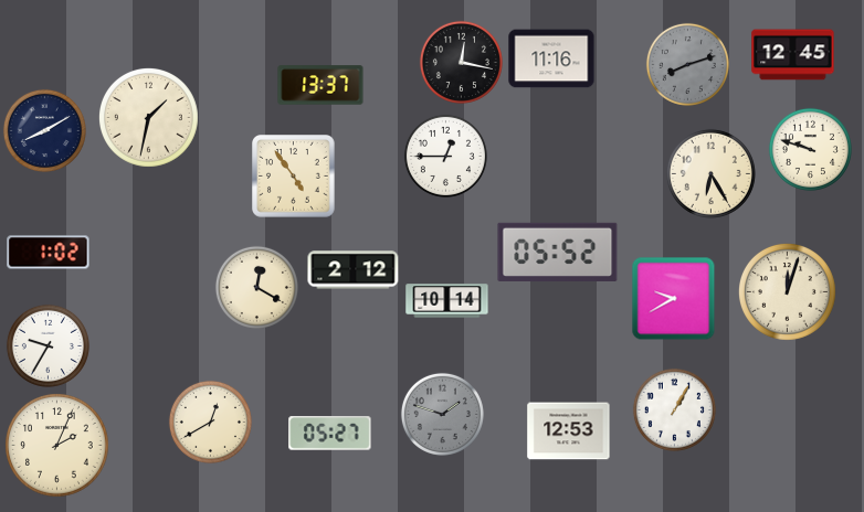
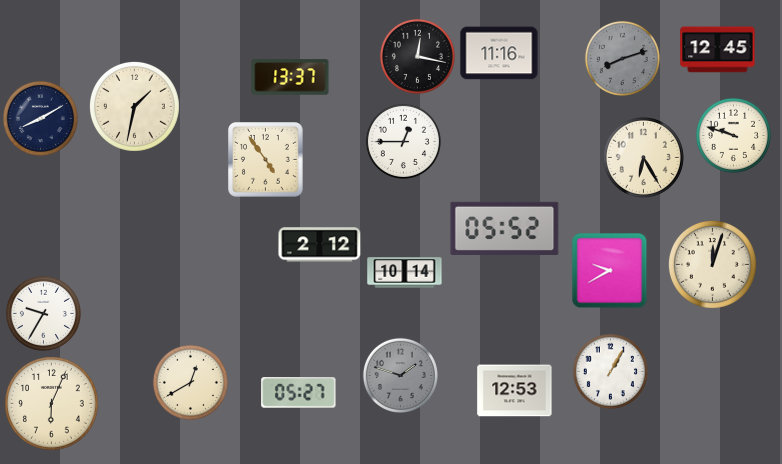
clock at (49, 253): 1:02 -> none
clock at (256, 287): 12:20 -> none
clock at (57, 446): 2:04 -> 6:04
